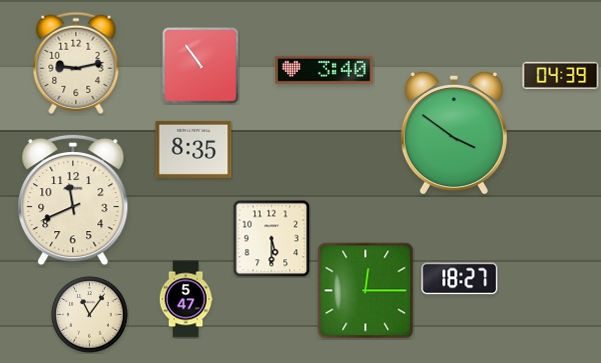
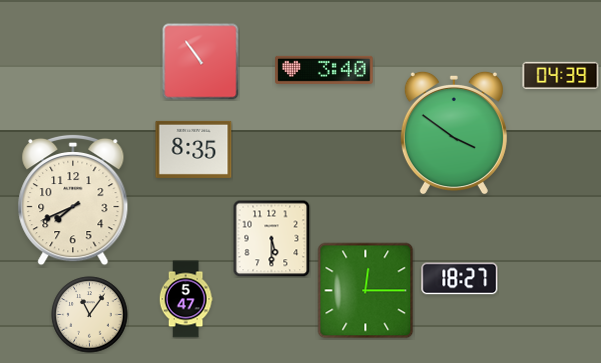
clock at (76, 63): 9:13 -> none
clock at (201, 66) position: (201, 66) -> (201, 62)
clock at (73, 200): 11:41 -> 7:41
